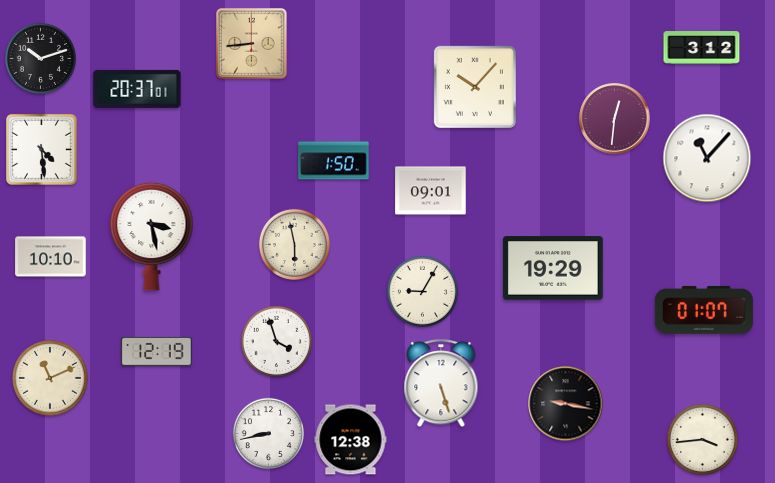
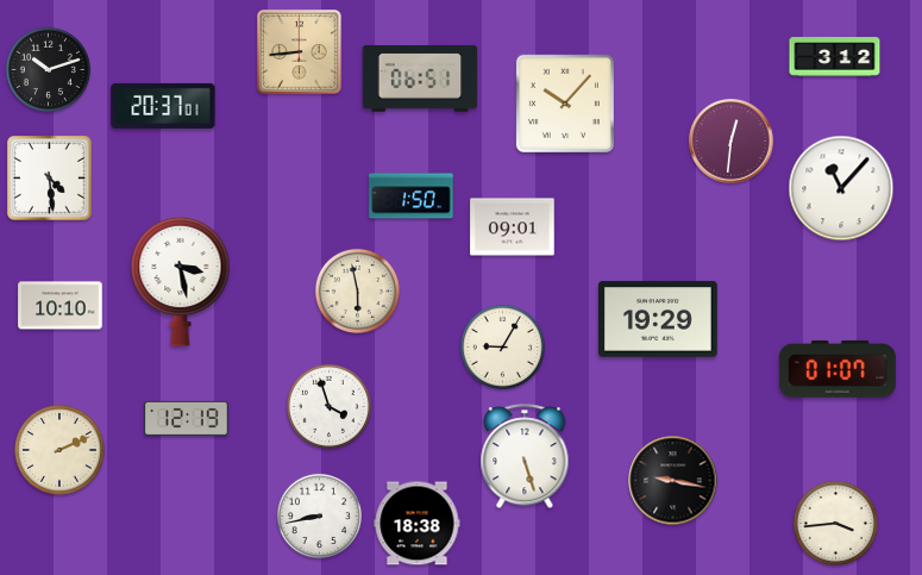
clock at (420, 79): none -> 06:51
clock at (334, 161) position: (334, 161) -> (412, 196)
clock at (294, 244) position: (294, 244) -> (357, 290)
clock at (50, 378): 11:11 -> 2:11
clock at (351, 440): 12:38 -> 18:38
